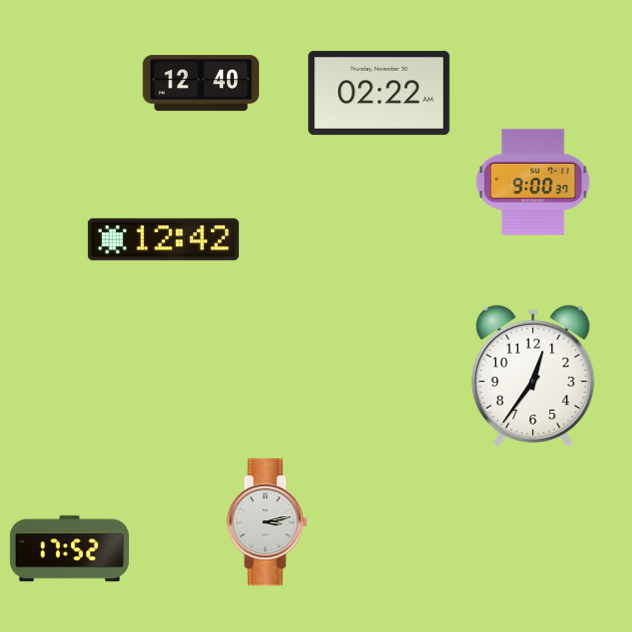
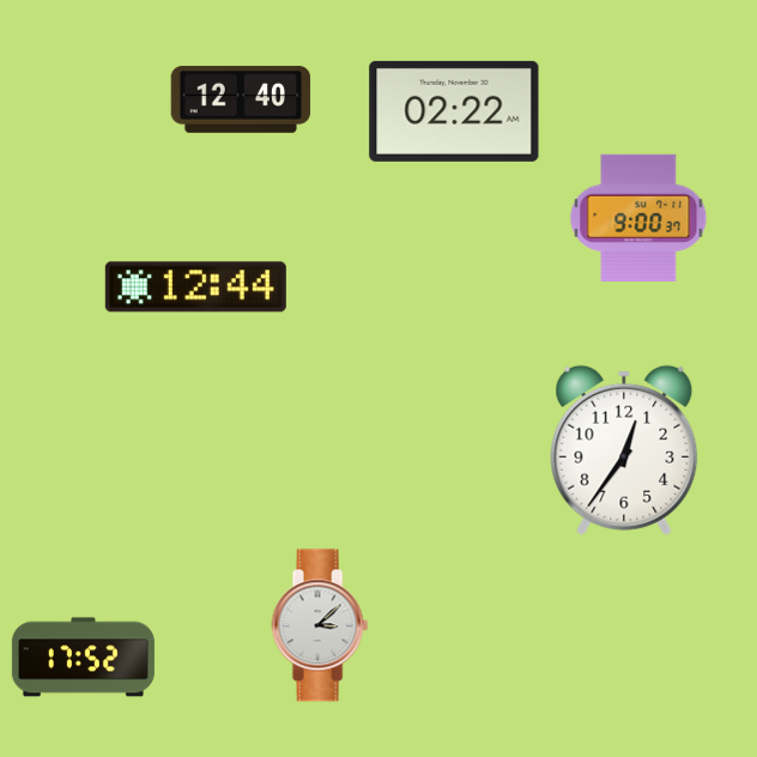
clock at (163, 240): 12:42 -> 12:44
clock at (533, 376) position: (533, 376) -> (624, 450)
clock at (267, 522): 3:13 -> 3:08
